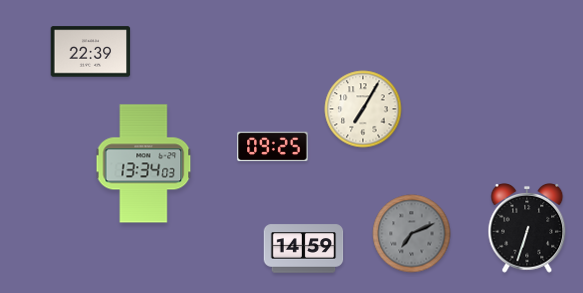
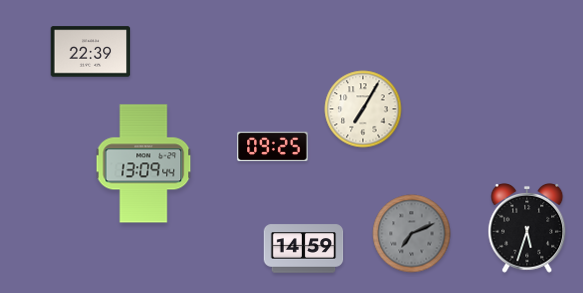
clock at (144, 164): 13:34 -> 13:09
clock at (527, 229): 6:33 -> 5:33
